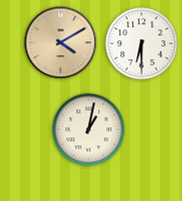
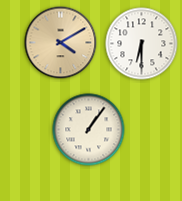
clock at (89, 130): 1:02 -> 1:06
